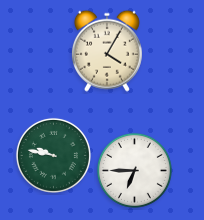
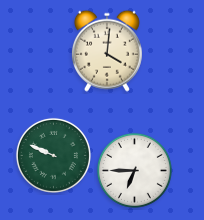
clock at (107, 51): 4:05 -> 4:01
clock at (53, 155): 9:47 -> 9:49
